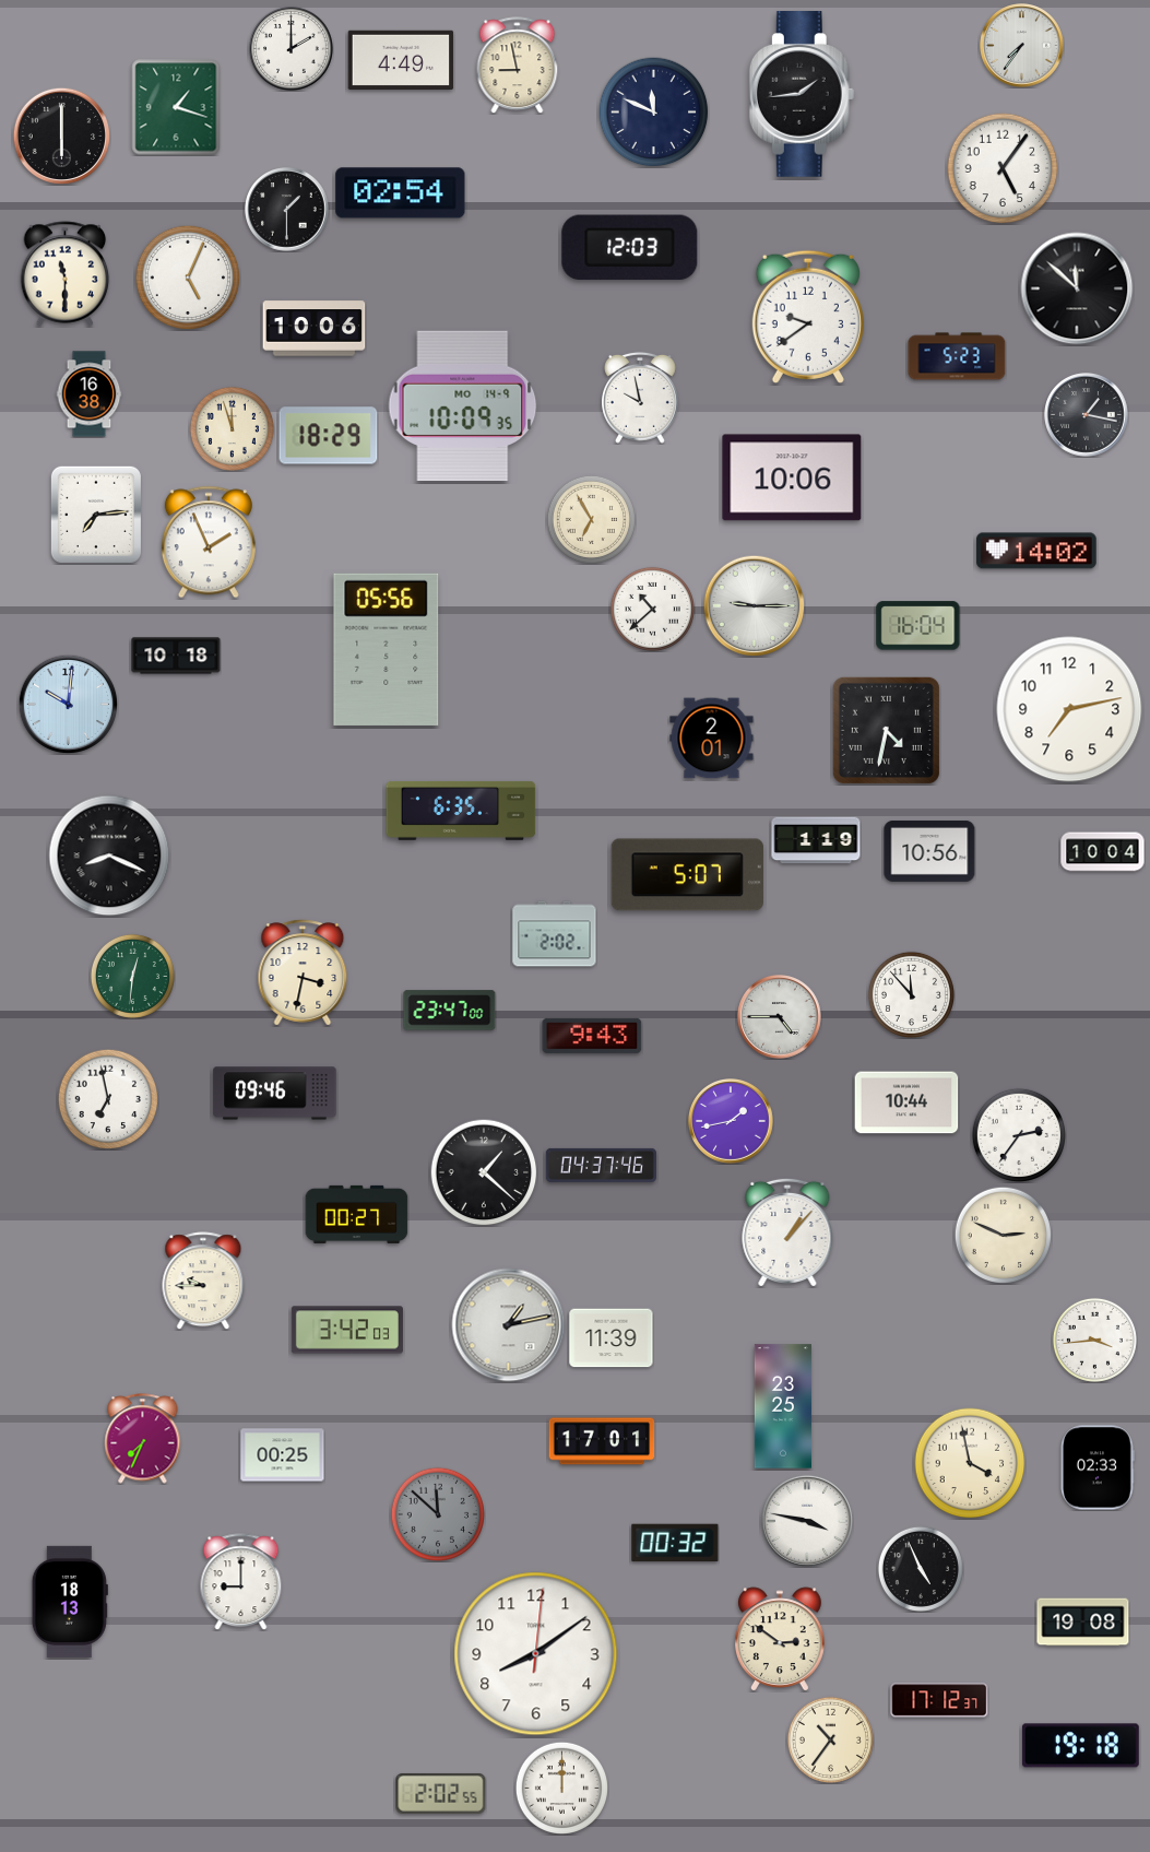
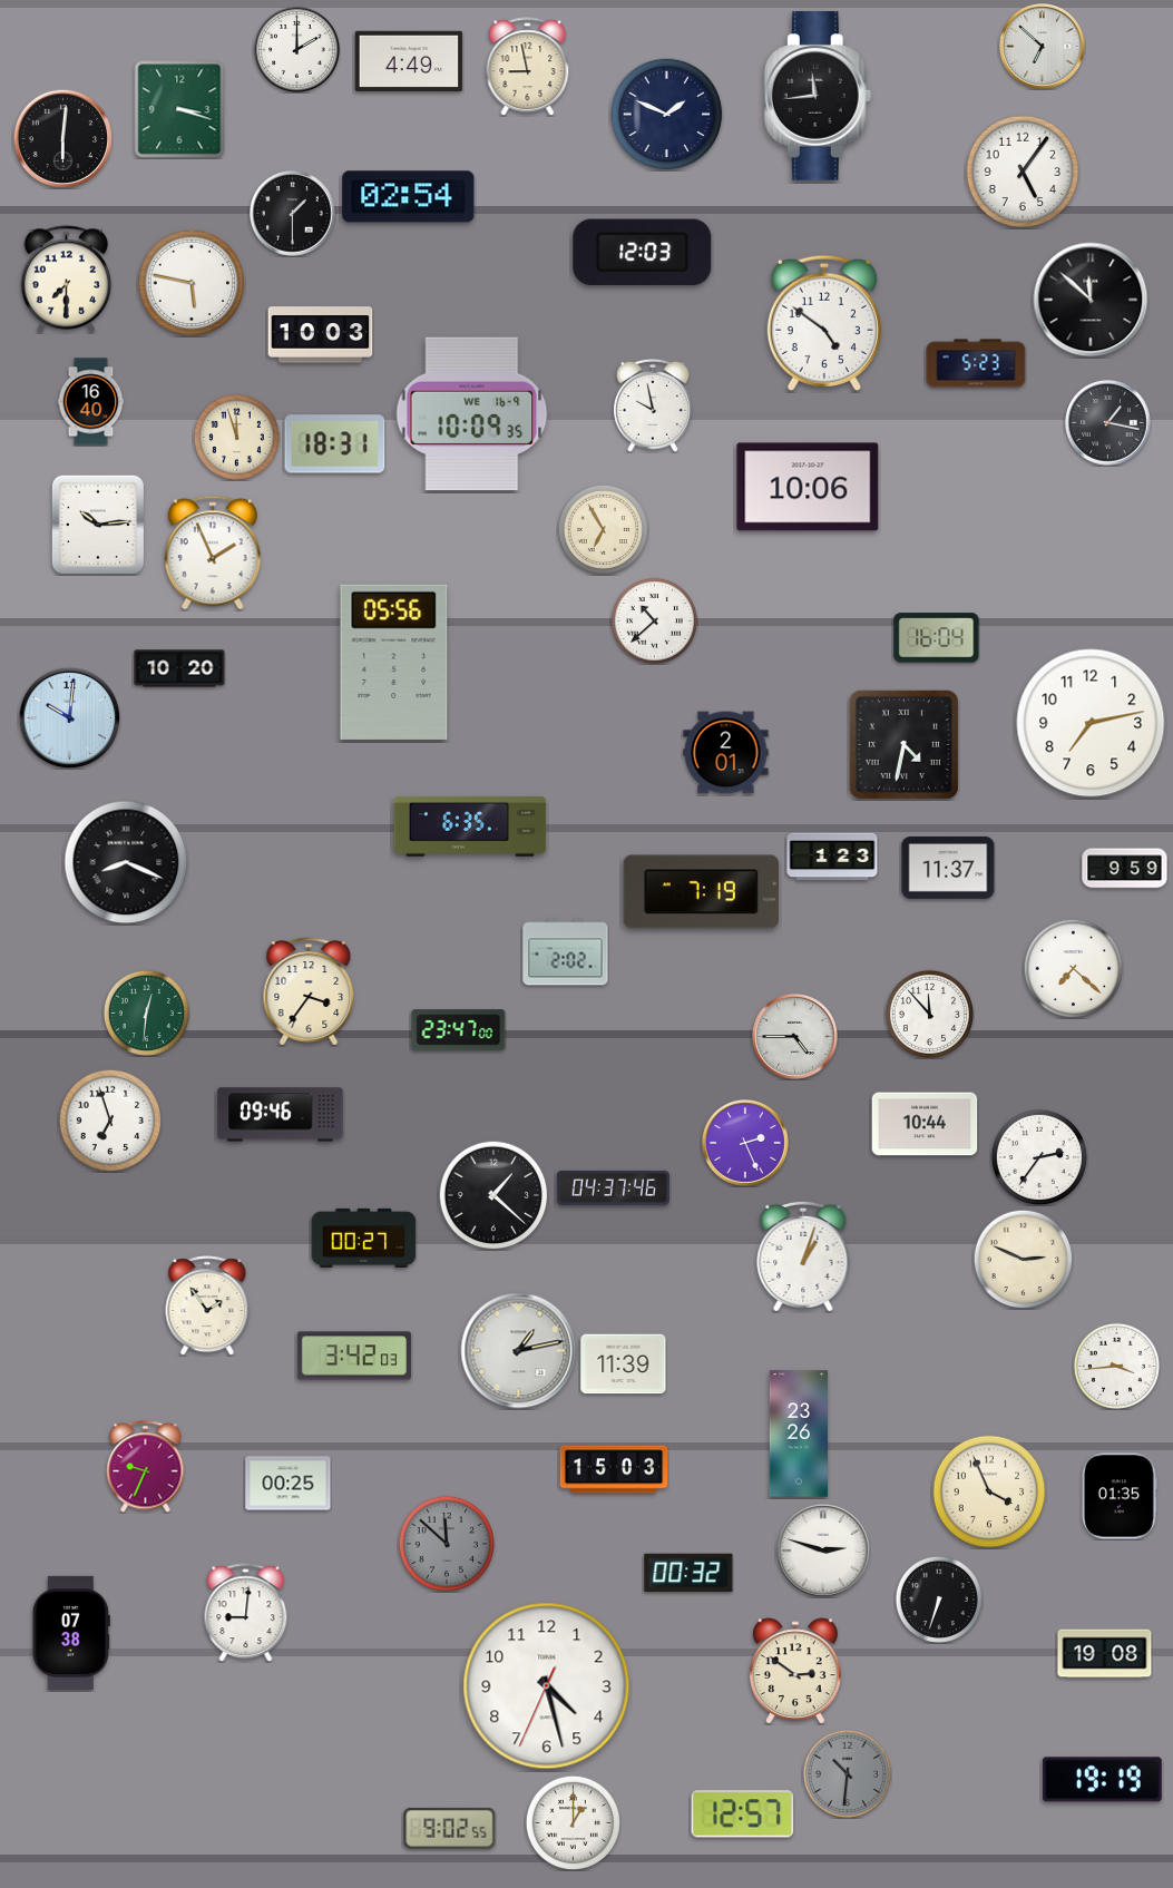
clock at (1022, 46): 7:36 -> 6:52
clock at (802, 94): 1:44 -> 11:44
clock at (176, 107): 1:18 -> 3:18
clock at (654, 113): 11:49 -> 1:49
clock at (61, 135): 6:00 -> 6:01
clock at (66, 274): 11:30 -> 7:30
clock at (188, 278): 5:04 -> 5:47
clock at (1077, 288) position: (1077, 288) -> (1091, 300)
clock at (808, 317): 9:39 -> 4:51
clock at (315, 329): 10:06 -> 10:03
clock at (90, 394): 16:38 -> 16:40
clock at (463, 406) date: MO 14-9 -> WE 16-9
clock at (329, 436): 18:29 -> 18:31
clock at (96, 515): 7:14 -> 10:14
clock at (1036, 551): 14:02 -> none
clock at (754, 605): 9:15 -> none
clock at (652, 609) position: (652, 609) -> (654, 620)
clock at (176, 656): 10:18 -> 10:20
clock at (816, 840): 1:19 -> 1:23
clock at (929, 851): 10:56 -> 11:37
clock at (1103, 852): 10:04 -> 9:59
clock at (109, 856) position: (109, 856) -> (126, 862)
clock at (687, 875): 5:07 -> 7:19
clock at (1073, 968): none -> 7:22
clock at (303, 972): 3:32 -> 3:36
clock at (132, 976) position: (132, 976) -> (146, 1013)
clock at (592, 1036): 9:43 -> none
clock at (108, 1099): 6:58 -> 6:57
clock at (732, 1122): 1:43 -> 2:26
clock at (787, 1231): 1:07 -> 1:03
clock at (203, 1281): 9:45 -> 1:54
clock at (782, 1406): 23:25 -> 23:26
clock at (143, 1439): 7:34 -> 9:34
clock at (602, 1441): 17:01 -> 15:03
clock at (970, 1463): 3:58 -> 3:56
clock at (1098, 1467): 02:33 -> 01:35
clock at (807, 1521): 3:47 -> 2:48
clock at (921, 1569): 4:56 -> 6:33
clock at (241, 1582): 9:00 -> 9:01
clock at (70, 1602): 18:13 -> 07:38
clock at (536, 1654): 8:09 -> 4:27
clock at (939, 1700): 17:12 -> none
clock at (830, 1739): 10:36 -> 10:31
clock at (830, 1739) dial: cream -> grey
clock at (1080, 1746): 19:18 -> 19:19
clock at (743, 1814): none -> 12:57
clock at (561, 1788): 12:00 -> 1:00
clock at (441, 1793): 2:02 -> 9:02
